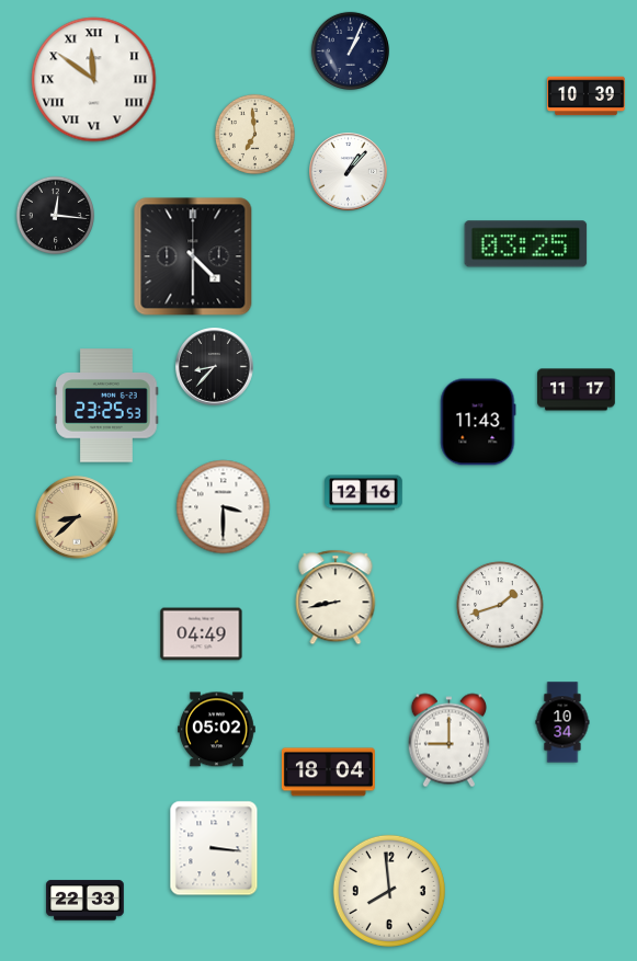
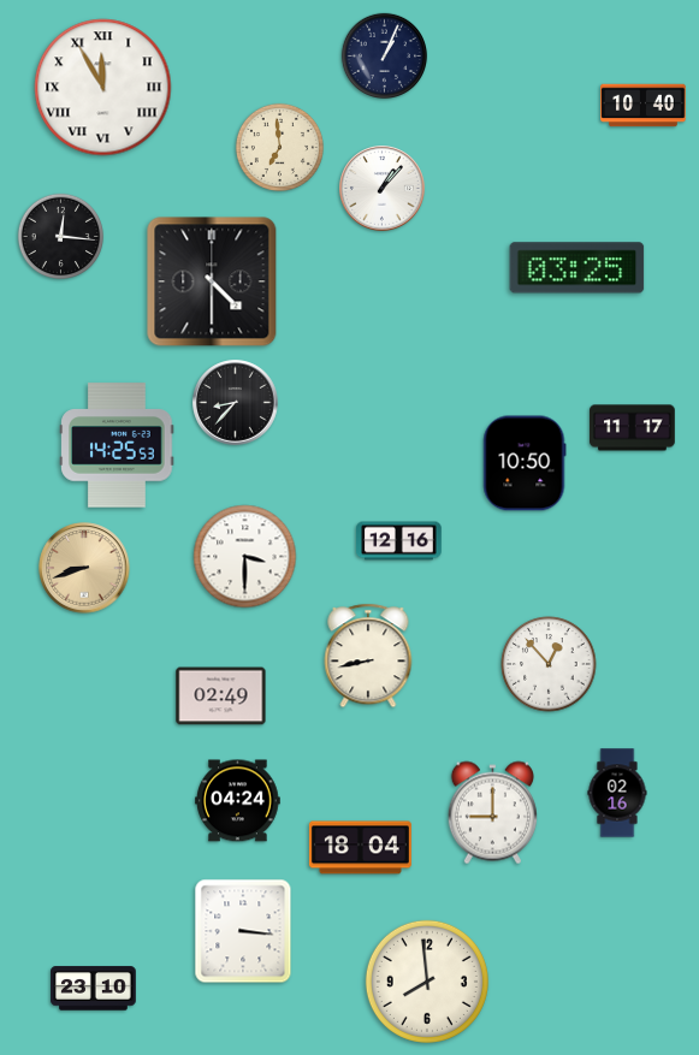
clock at (94, 80): 11:51 -> 11:55
clock at (587, 96): 10:39 -> 10:40
clock at (106, 405): 23:25 -> 14:25
clock at (478, 422): 11:43 -> 10:50
clock at (77, 517): 8:38 -> 8:42
clock at (500, 605): 1:42 -> 12:53
clock at (202, 634): 04:49 -> 02:49
clock at (562, 722): 10:34 -> 02:16
clock at (217, 730): 05:02 -> 04:24
clock at (214, 848) position: (214, 848) -> (243, 931)
clock at (389, 891) position: (389, 891) -> (427, 982)
clock at (86, 901): 22:33 -> 23:10
